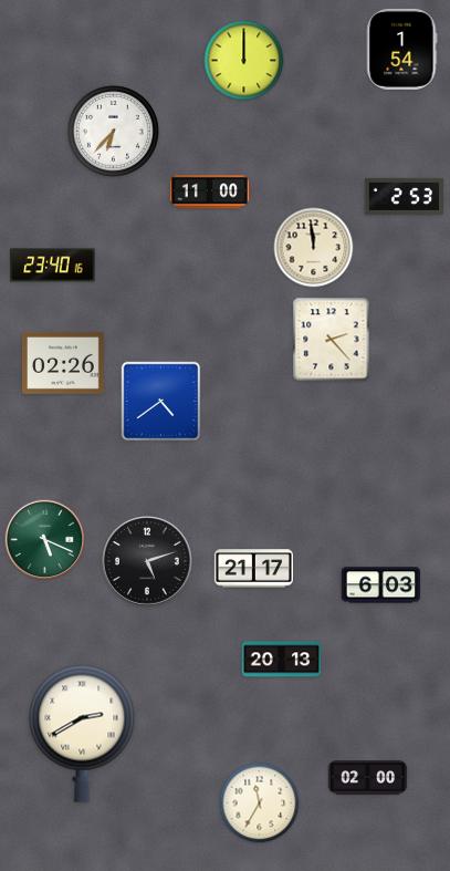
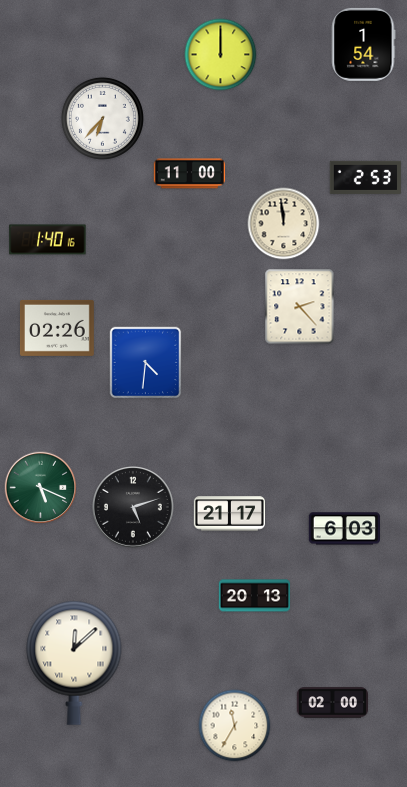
clock at (53, 266): 23:40 -> 1:40
clock at (161, 402): 4:39 -> 4:31
clock at (82, 734): 2:40 -> 12:08
